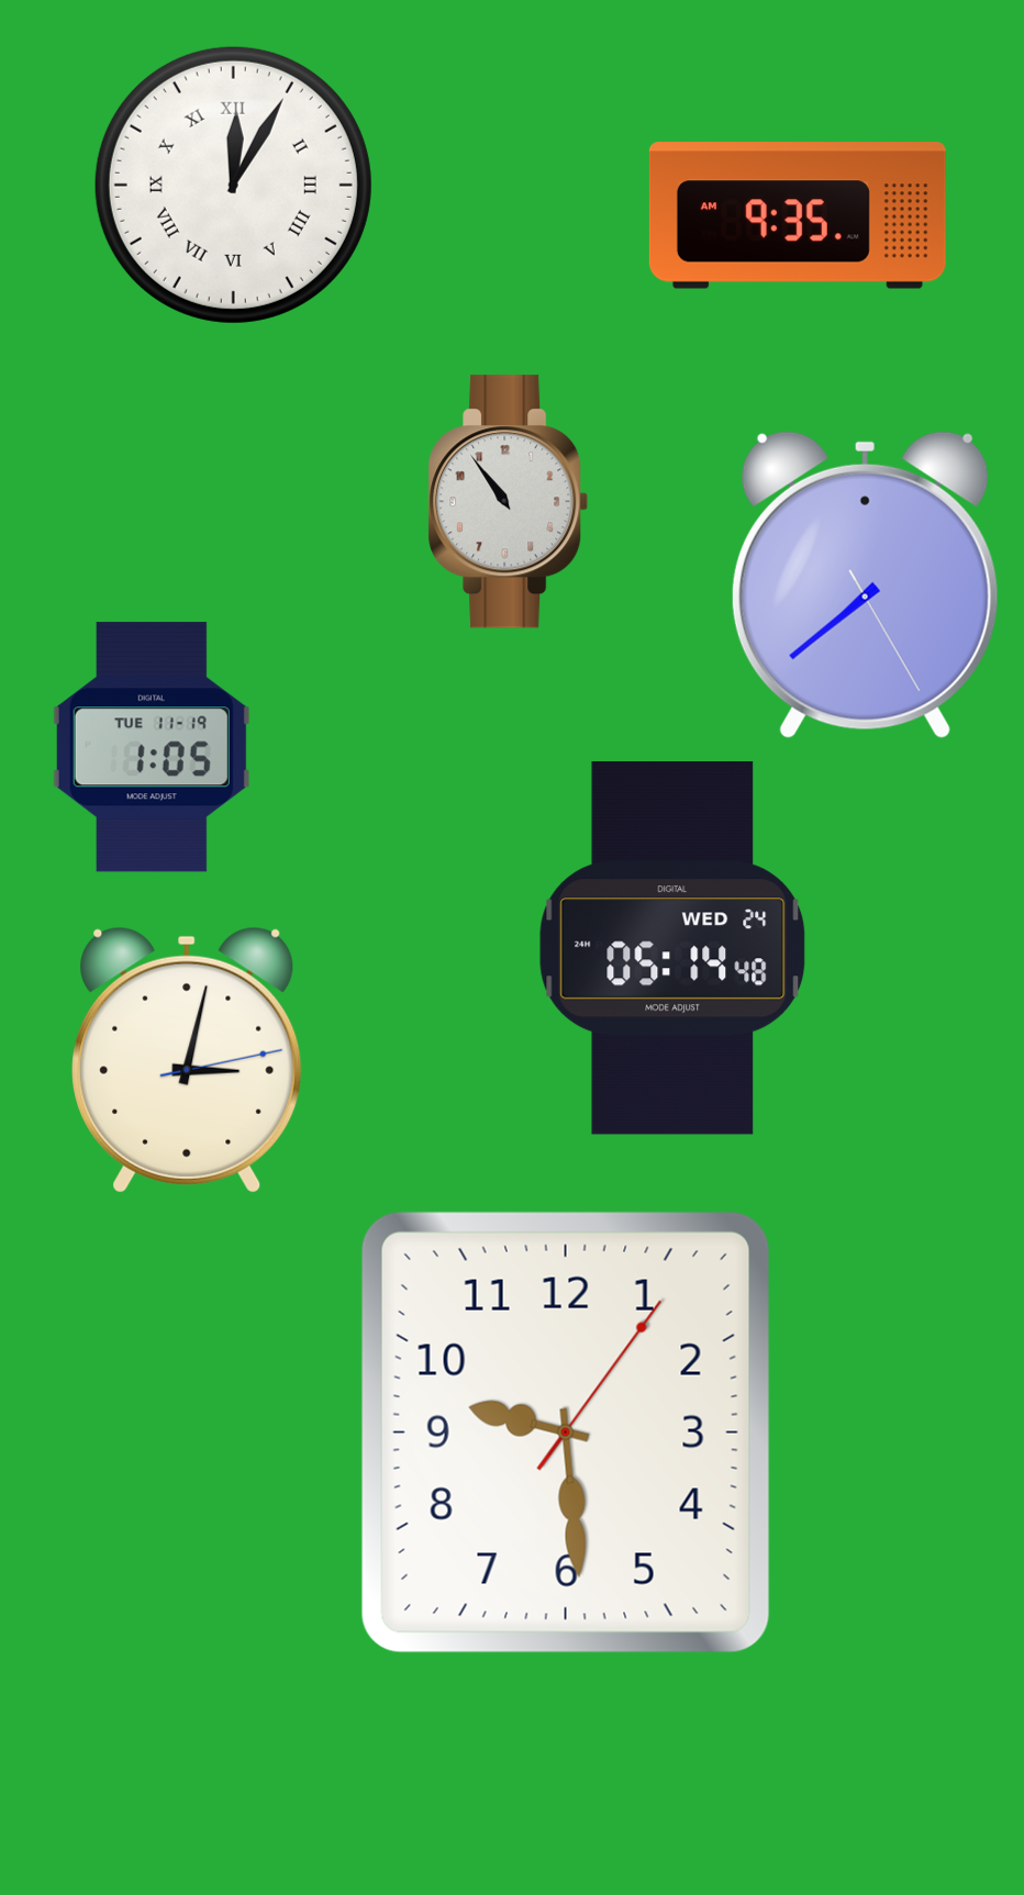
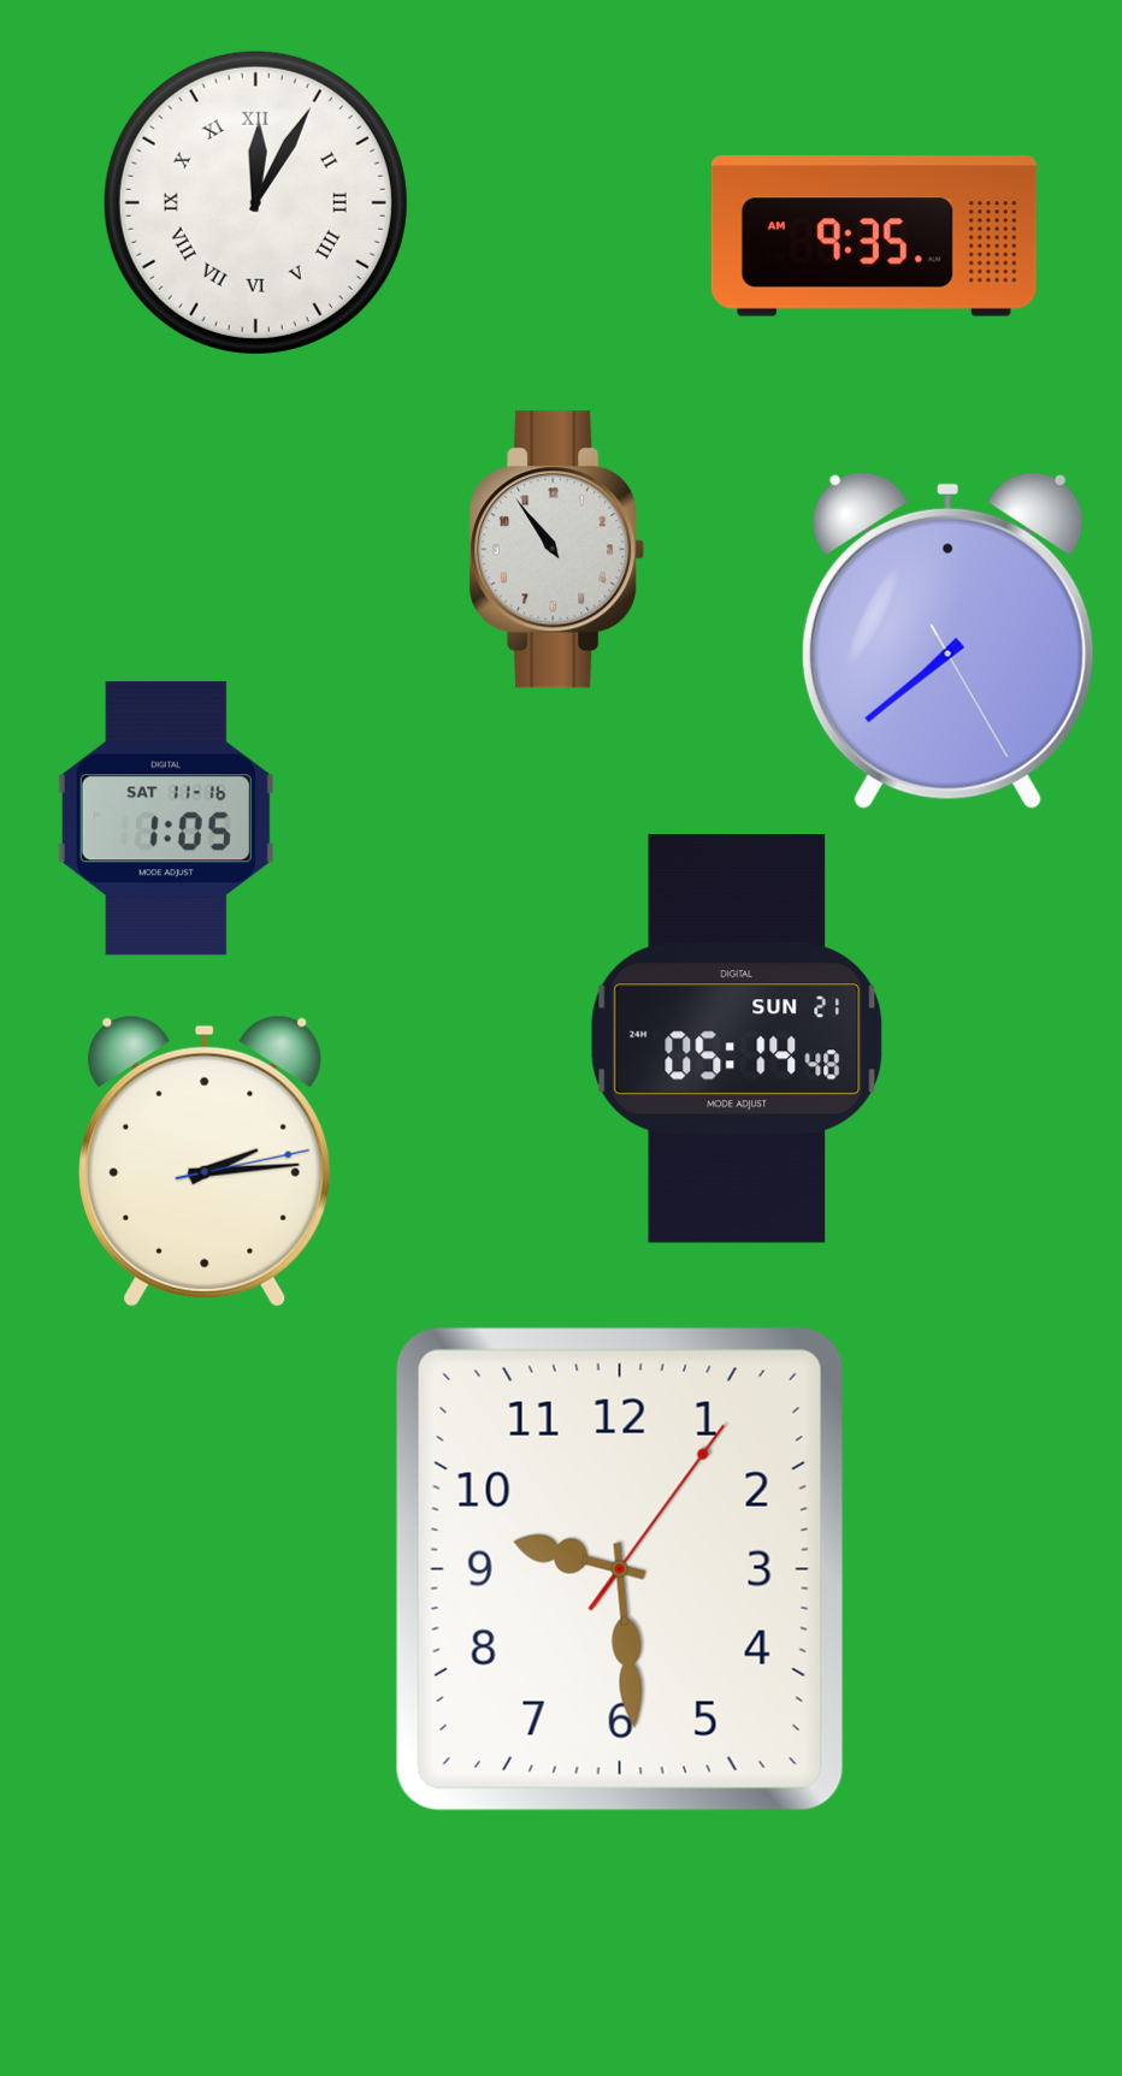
clock at (152, 747) date: TUE 11-19 -> SAT 11-16
clock at (672, 949) date: WED 24 -> SUN 21
clock at (187, 1060): 3:02 -> 2:14
